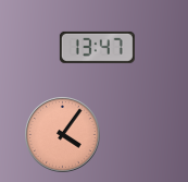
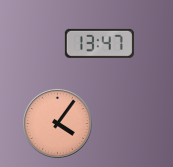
clock at (97, 47) position: (97, 47) -> (99, 43)
